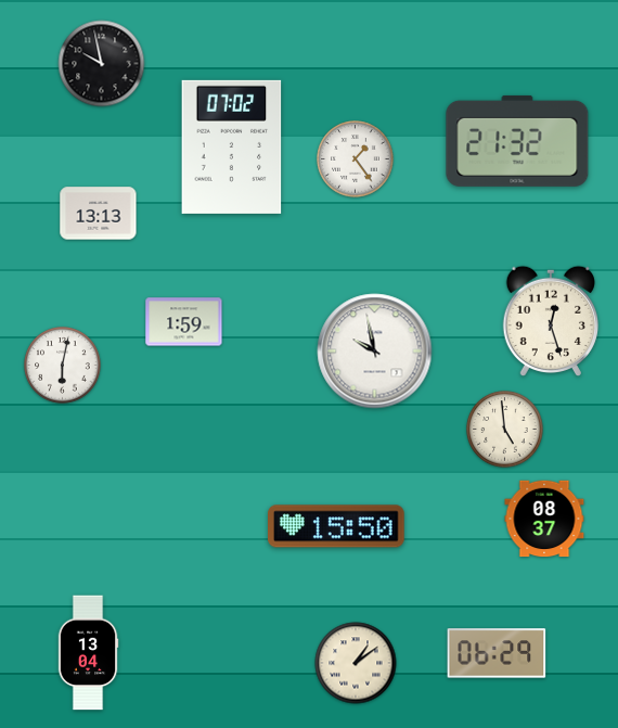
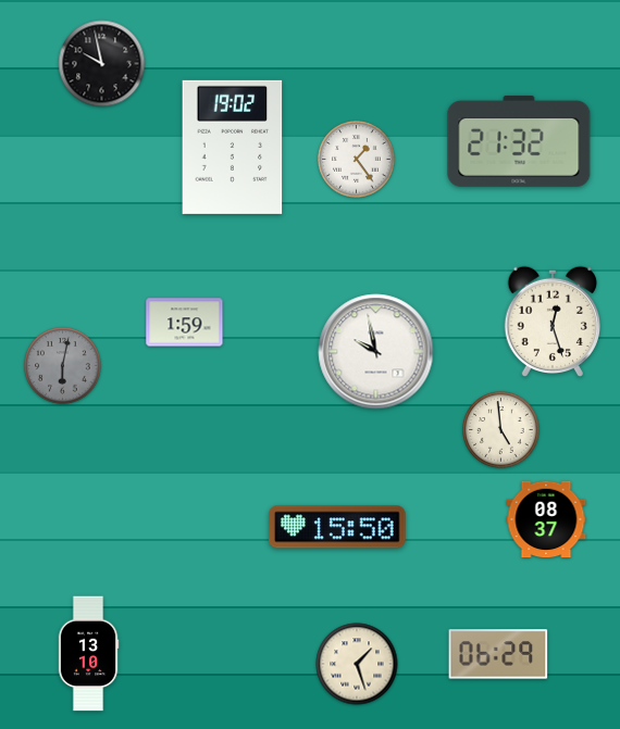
clock at (232, 146): 07:02 -> 19:02
clock at (99, 214): 13:13 -> none
clock at (63, 366) dial: white -> grey
clock at (505, 430) position: (505, 430) -> (501, 430)
clock at (88, 653): 13:04 -> 13:10
clock at (356, 663): 1:09 -> 1:27
